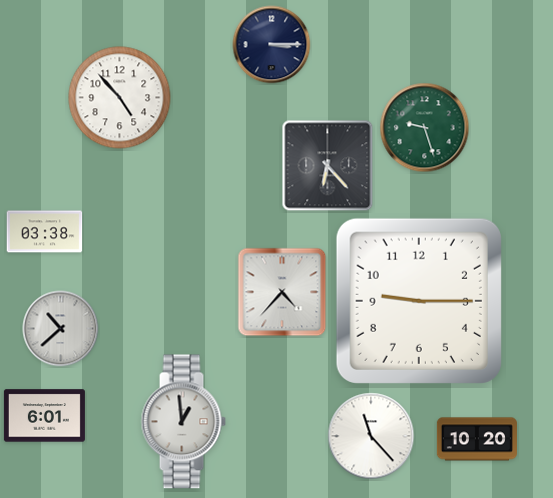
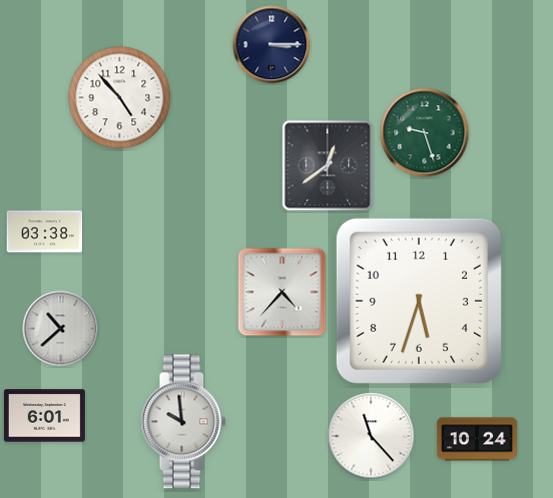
clock at (425, 128) position: (425, 128) -> (425, 133)
clock at (328, 166): 6:23 -> 12:39
clock at (419, 301): 9:15 -> 5:33
clock at (183, 422): 12:59 -> 9:59
clock at (477, 439): 10:20 -> 10:24
